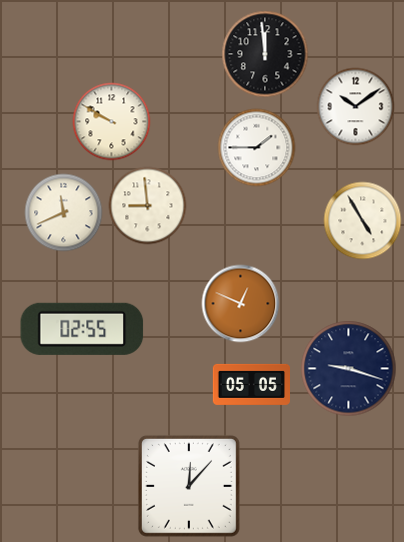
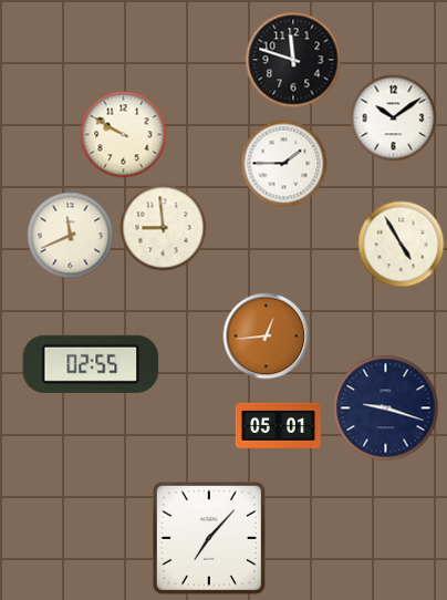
clock at (265, 54): 11:59 -> 11:48
clock at (240, 303): 12:49 -> 12:44
clock at (251, 384): 05:05 -> 05:01
clock at (189, 486): 12:07 -> 7:07
